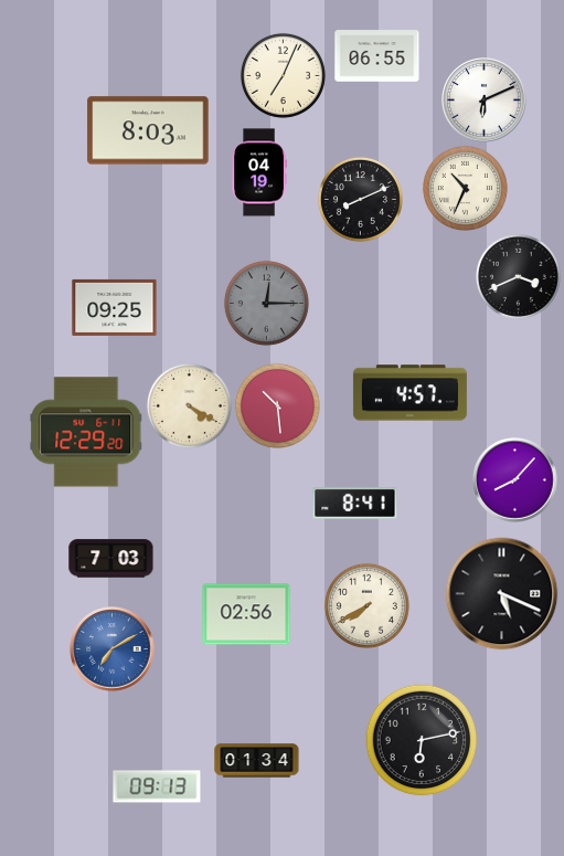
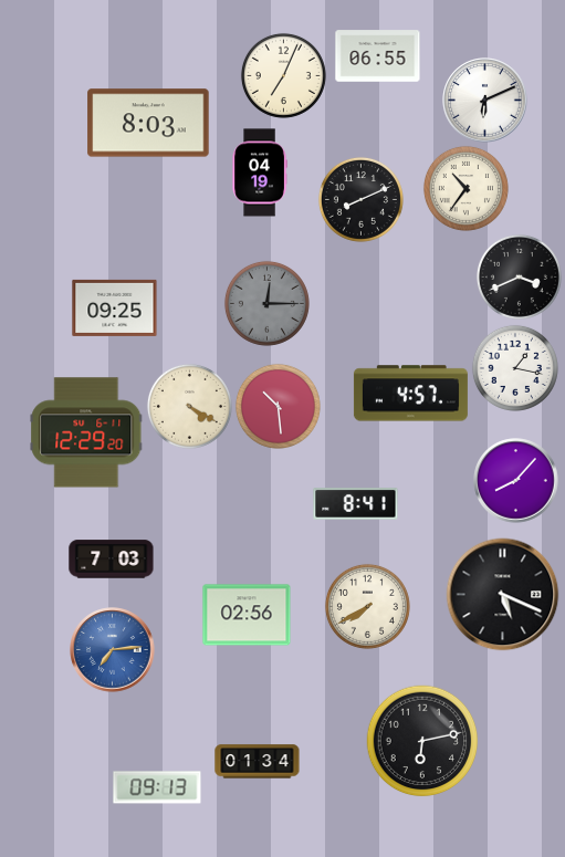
clock at (148, 130) position: (148, 130) -> (148, 123)
clock at (465, 188): 10:34 -> 10:36
clock at (515, 368): none -> 1:17
clock at (113, 649): 7:10 -> 7:14
